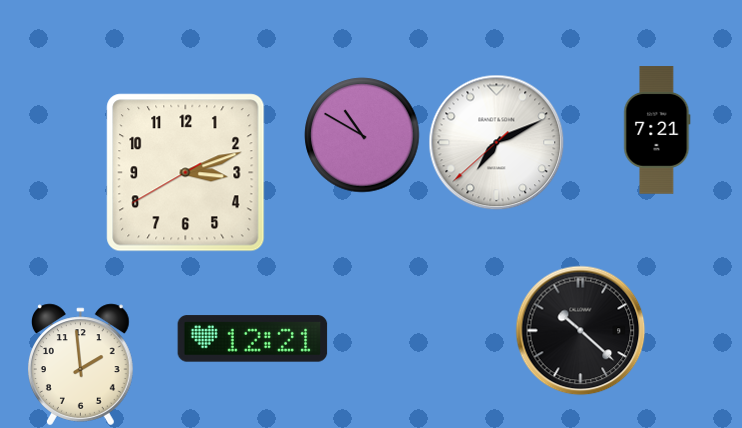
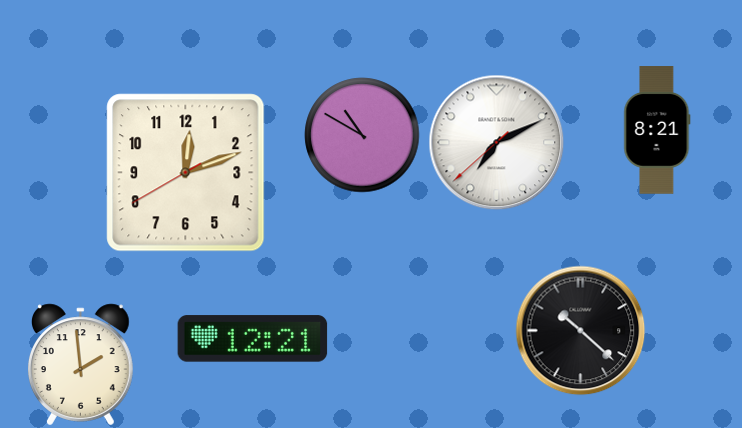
clock at (657, 130): 7:21 -> 8:21
clock at (186, 173): 3:11 -> 12:11
